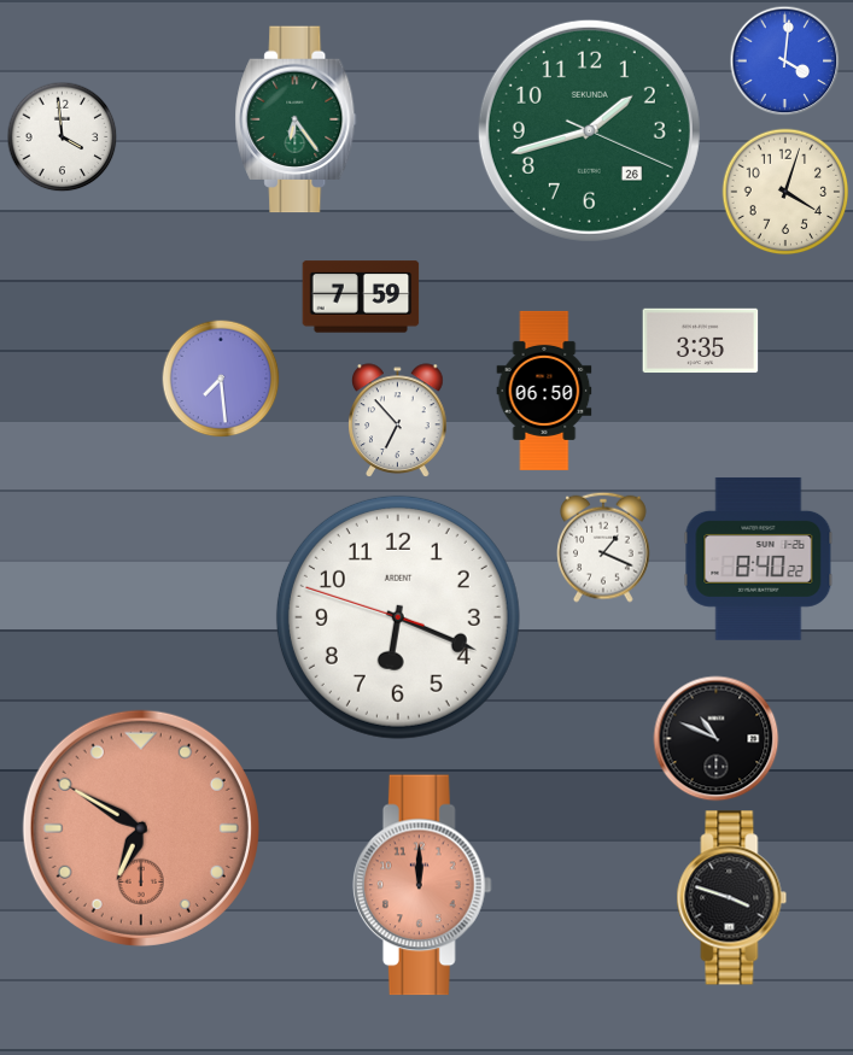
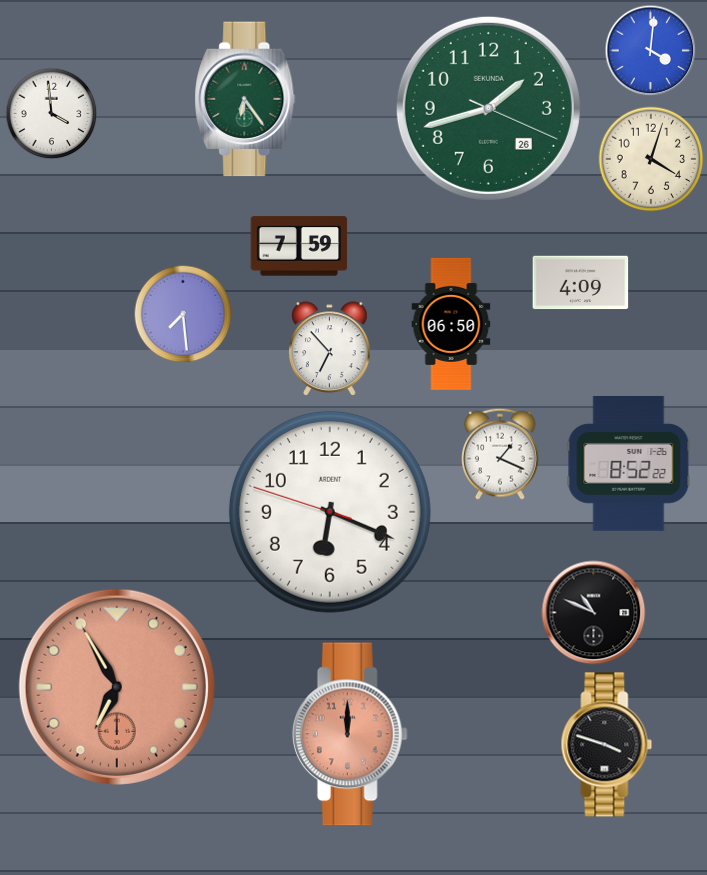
clock at (701, 341): 3:35 -> 4:09
clock at (759, 558): 8:40 -> 8:52
clock at (141, 828): 6:50 -> 6:55
